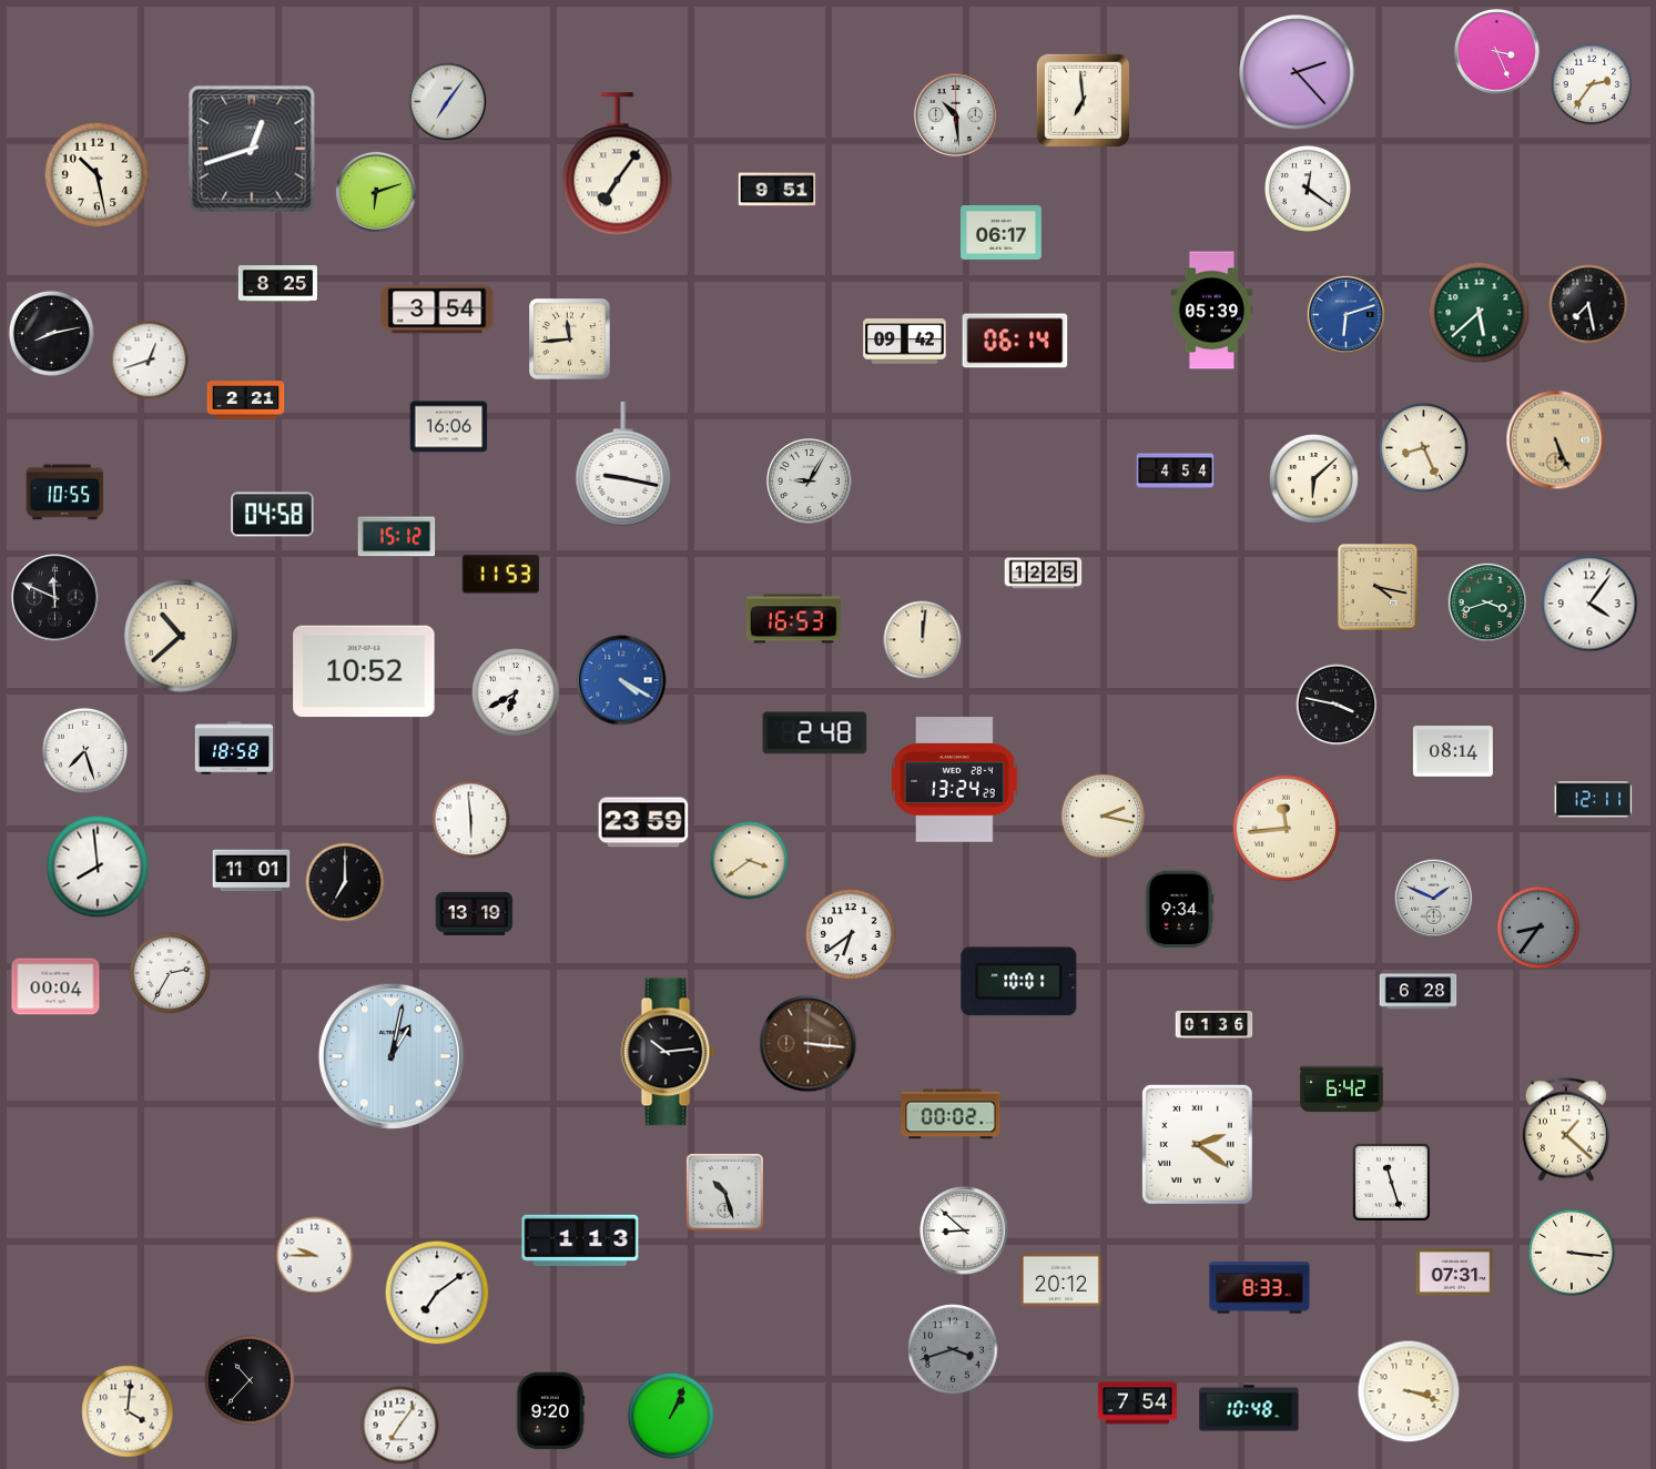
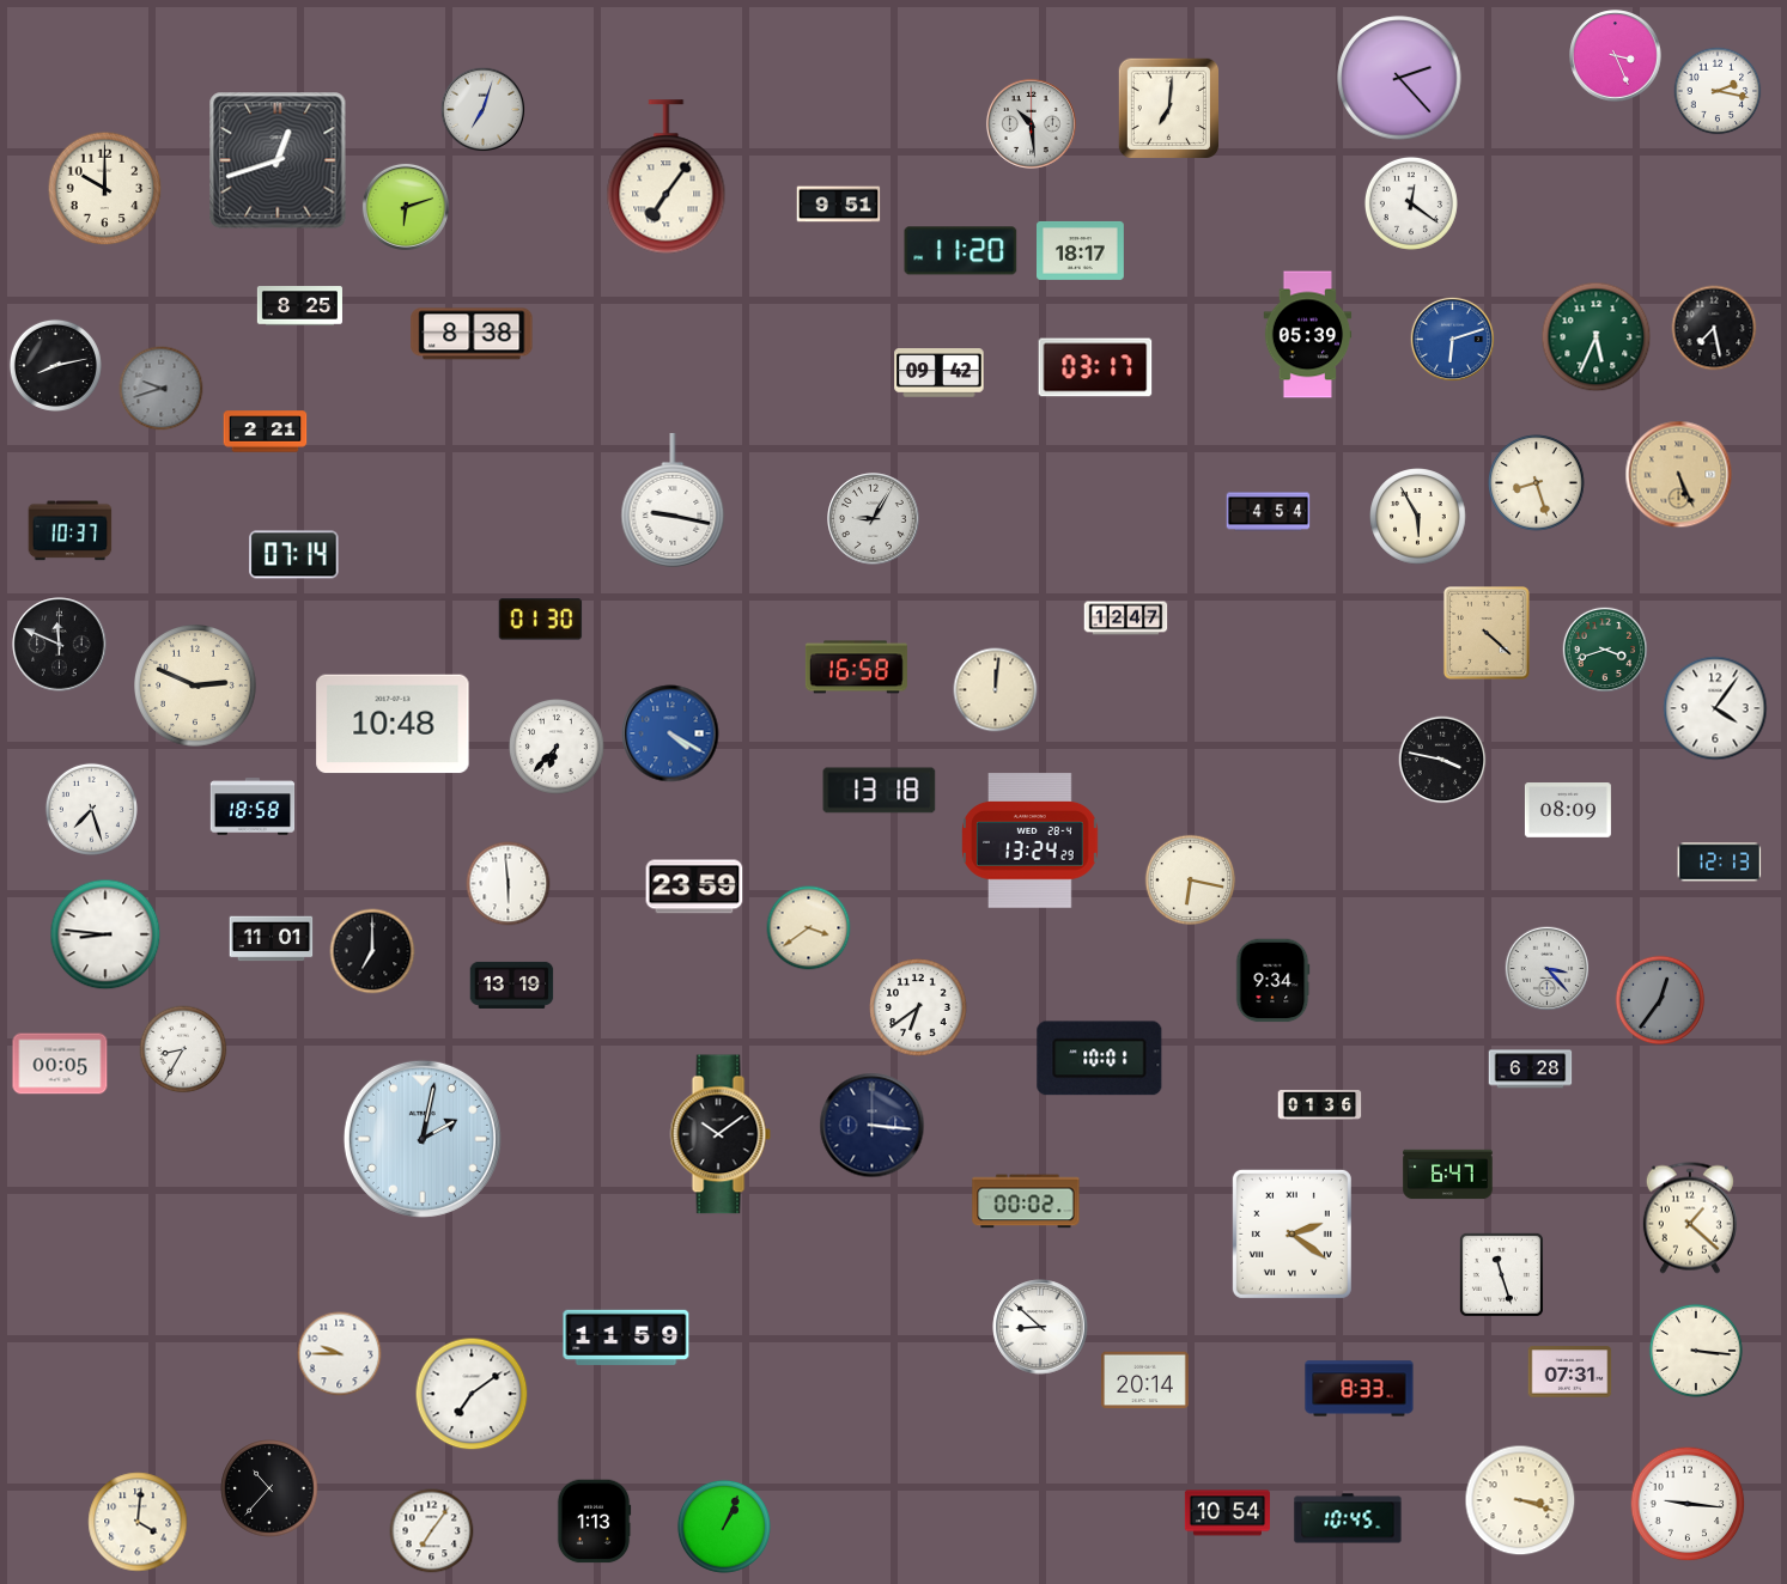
clock at (1592, 84): 2:36 -> 2:17
clock at (1083, 100): 6:59 -> 7:01
clock at (448, 102): 7:06 -> 7:03
clock at (252, 149) position: (252, 149) -> (278, 160)
clock at (98, 175): 10:28 -> 10:00
clock at (1002, 232): 06:17 -> 18:17
clock at (961, 251): none -> 11:20
clock at (437, 310): 3:54 -> 8:38
clock at (1480, 313): 5:38 -> 5:34
clock at (51, 333) position: (51, 333) -> (55, 365)
clock at (570, 340): 11:44 -> none
clock at (1015, 341): 06:14 -> 03:17
clock at (905, 342) position: (905, 342) -> (940, 373)
clock at (150, 361): 12:42 -> 9:42
clock at (150, 361) dial: white -> grey
clock at (449, 427): 16:06 -> none
clock at (1424, 448): 8:26 -> 8:27
clock at (1176, 472) position: (1176, 472) -> (1269, 512)
clock at (1314, 479): 6:08 -> 5:55
clock at (65, 493): 10:55 -> 10:37
clock at (273, 515): 04:58 -> 07:14
clock at (397, 537): 15:12 -> none
clock at (1044, 574): 12:25 -> 12:47
clock at (501, 575): 11:53 -> 01:30
clock at (1378, 588): 4:17 -> 4:22
clock at (1589, 604) position: (1589, 604) -> (1715, 708)
clock at (793, 619): 16:53 -> 16:58
clock at (182, 637): 10:38 -> 2:49
clock at (364, 671): 10:52 -> 10:48
clock at (517, 693): 6:40 -> 6:37
clock at (815, 733): 2:48 -> 13:18
clock at (1453, 751): 08:14 -> 08:09
clock at (1594, 800): 12:11 -> 12:13
clock at (1104, 817): 2:17 -> 6:17
clock at (1287, 829): 11:44 -> none
clock at (98, 867): 7:59 -> 8:46
clock at (1434, 899): 1:49 -> 3:23
clock at (1538, 928): 8:36 -> 12:36
clock at (170, 973): 2:35 -> 8:35
clock at (55, 986): 00:04 -> 00:05
clock at (1215, 1025) position: (1215, 1025) -> (1320, 1105)
clock at (809, 1044) dial: brown -> navy
clock at (668, 1052): 10:14 -> 10:09
clock at (392, 1056): 1:02 -> 2:02
clock at (1342, 1090): 6:42 -> 6:47
clock at (724, 1192): 10:27 -> none
clock at (580, 1240): 1:13 -> 11:59
clock at (1061, 1280): 20:12 -> 20:14
clock at (953, 1349): 3:42 -> none
clock at (1688, 1504): none -> 9:16
clock at (1137, 1404): 7:54 -> 10:54
clock at (1249, 1408): 10:48 -> 10:45
clock at (550, 1411): 9:20 -> 1:13
clock at (400, 1426) position: (400, 1426) -> (432, 1531)
